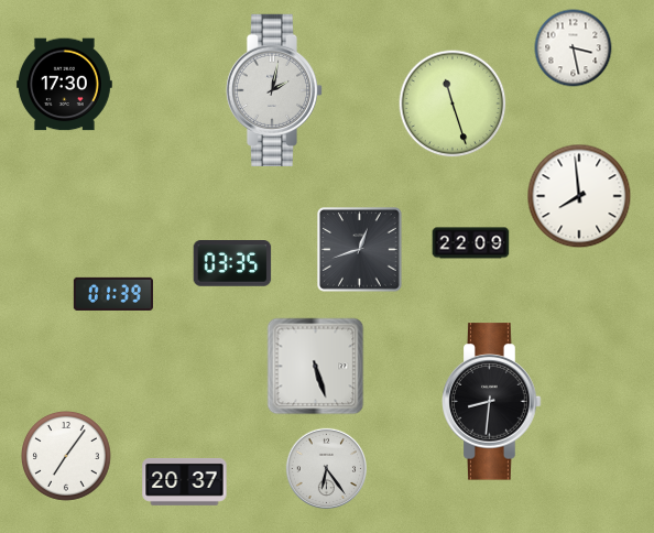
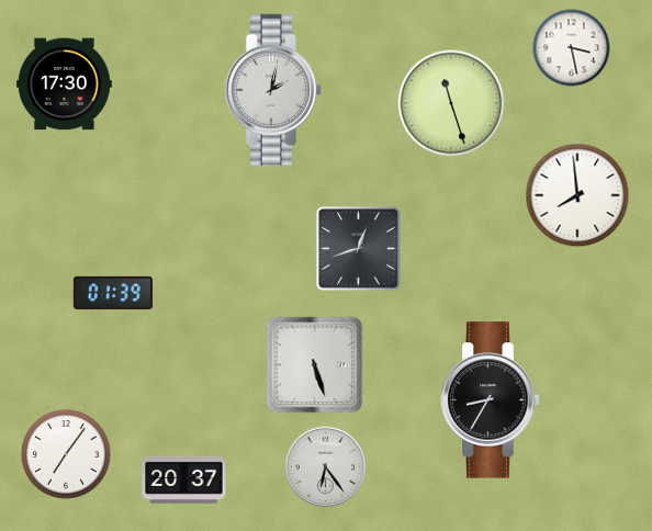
clock at (471, 243): 22:09 -> none
clock at (232, 264): 03:35 -> none
clock at (492, 402): 8:31 -> 8:35
